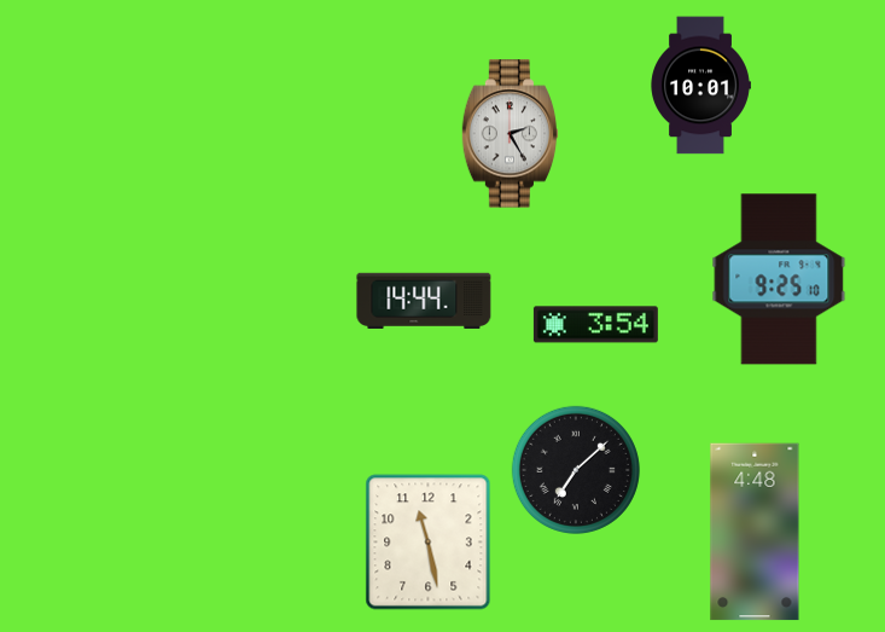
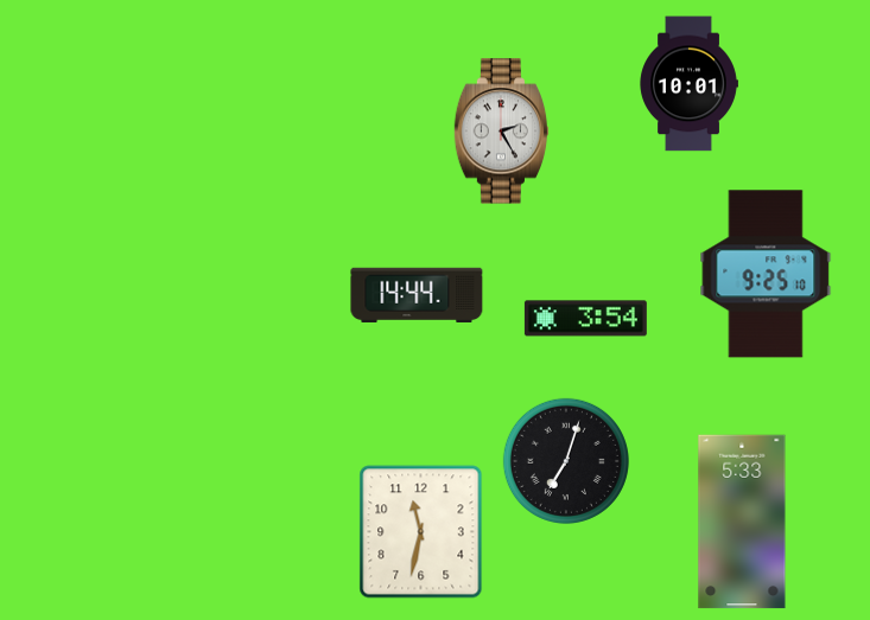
clock at (576, 470): 7:08 -> 7:03
clock at (755, 532): 4:48 -> 5:33
clock at (429, 543): 11:28 -> 11:32
